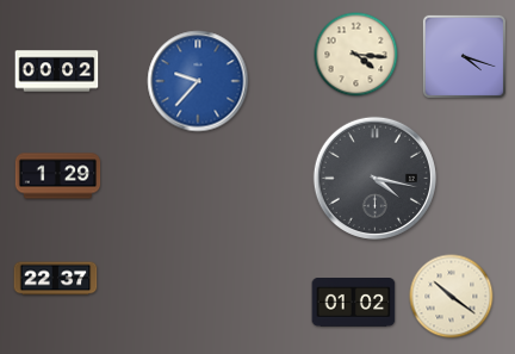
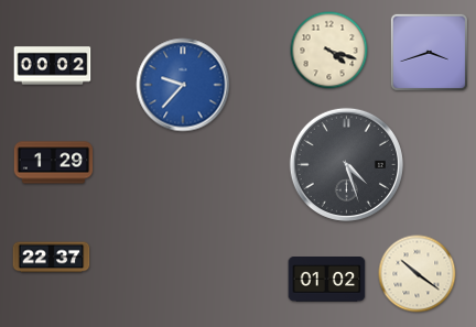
clock at (356, 55): 4:16 -> 4:18
clock at (464, 56): 4:18 -> 3:42
clock at (198, 81) position: (198, 81) -> (183, 85)
clock at (374, 178): 4:17 -> 4:27
